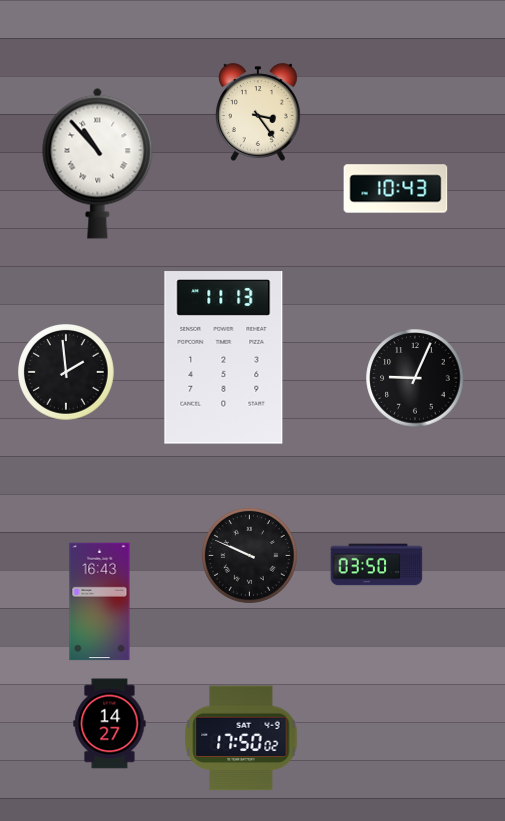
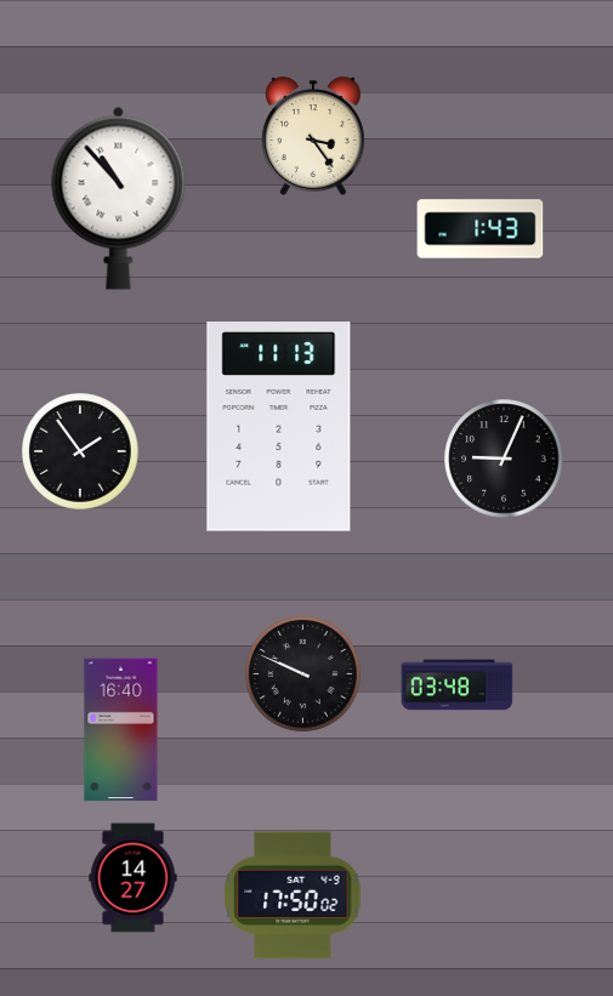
clock at (396, 189): 10:43 -> 1:43
clock at (224, 358) position: (224, 358) -> (279, 427)
clock at (66, 372): 1:59 -> 1:54
clock at (377, 565): 03:50 -> 03:48
clock at (100, 602): 16:43 -> 16:40
